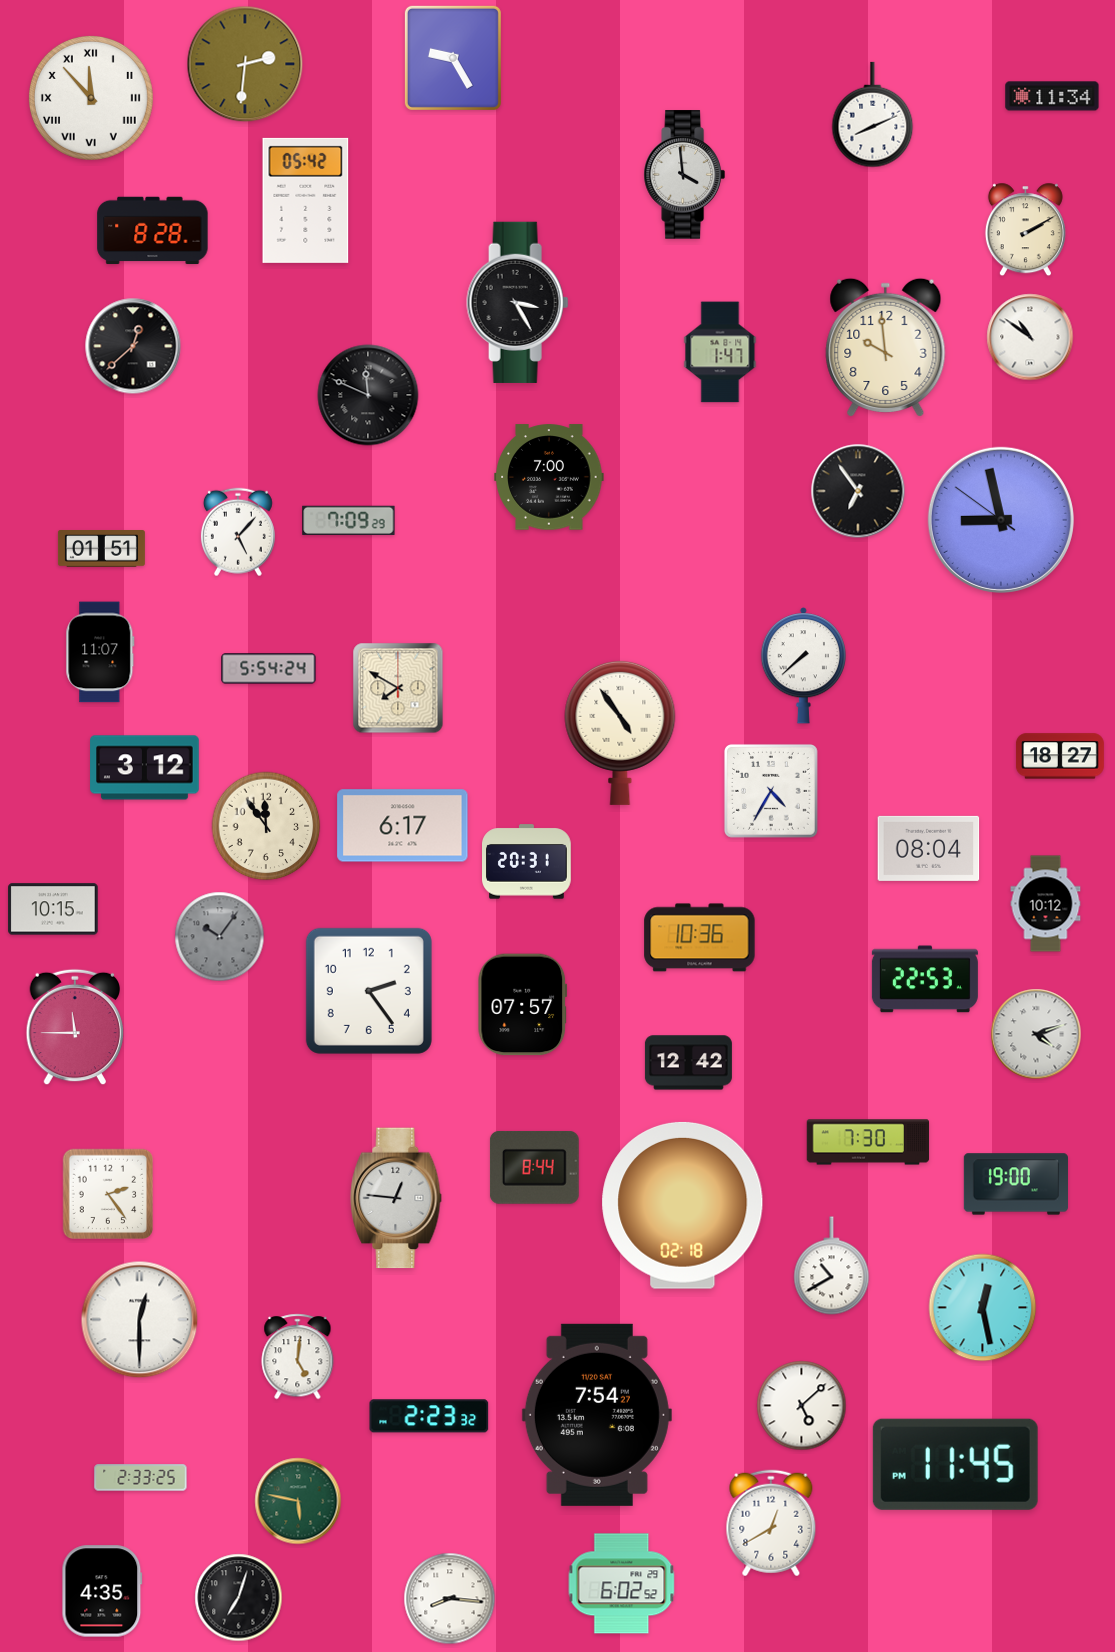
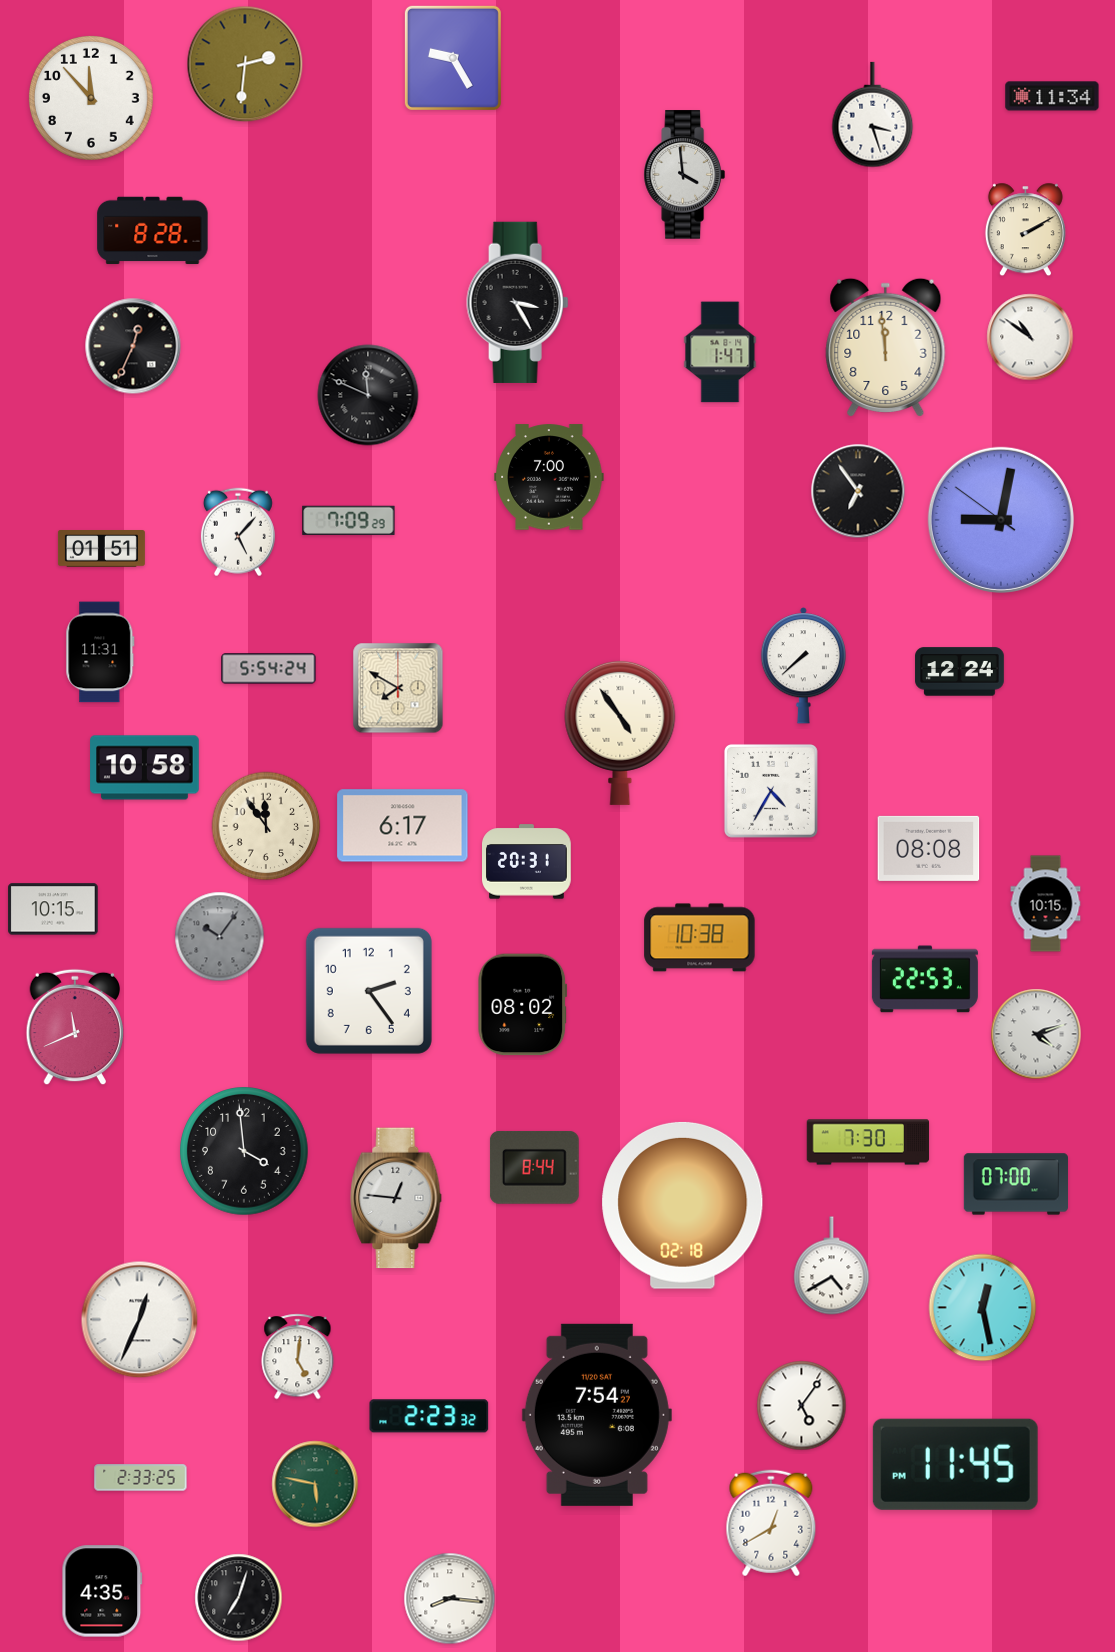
clock at (91, 98) numerals: Roman -> Arabic
clock at (873, 115): 8:11 -> 3:27
clock at (306, 200): 05:42 -> none
clock at (133, 346): 12:38 -> 12:34
clock at (886, 347): 9:59 -> 11:59
clock at (1001, 520): 8:57 -> 9:01
clock at (100, 652): 11:07 -> 11:31
clock at (960, 672): none -> 12:24
clock at (1060, 756): 18:27 -> none
clock at (145, 768): 3:12 -> 10:58
clock at (929, 848): 08:04 -> 08:08
clock at (1046, 904): 10:12 -> 10:15
clock at (700, 938): 10:36 -> 10:38
clock at (523, 1005): 07:57 -> 08:02
clock at (75, 1027): 11:45 -> 11:41
clock at (688, 1063): 12:42 -> none
clock at (244, 1151): none -> 3:59
clock at (1015, 1184): 19:00 -> 07:00
clock at (107, 1193): 2:24 -> none
clock at (832, 1266): 10:40 -> 4:40
clock at (140, 1320): 12:30 -> 12:34
clock at (802, 1406): 5:08 -> 5:06
clock at (298, 1501) position: (298, 1501) -> (315, 1484)
clock at (622, 1584): 6:02 -> none
